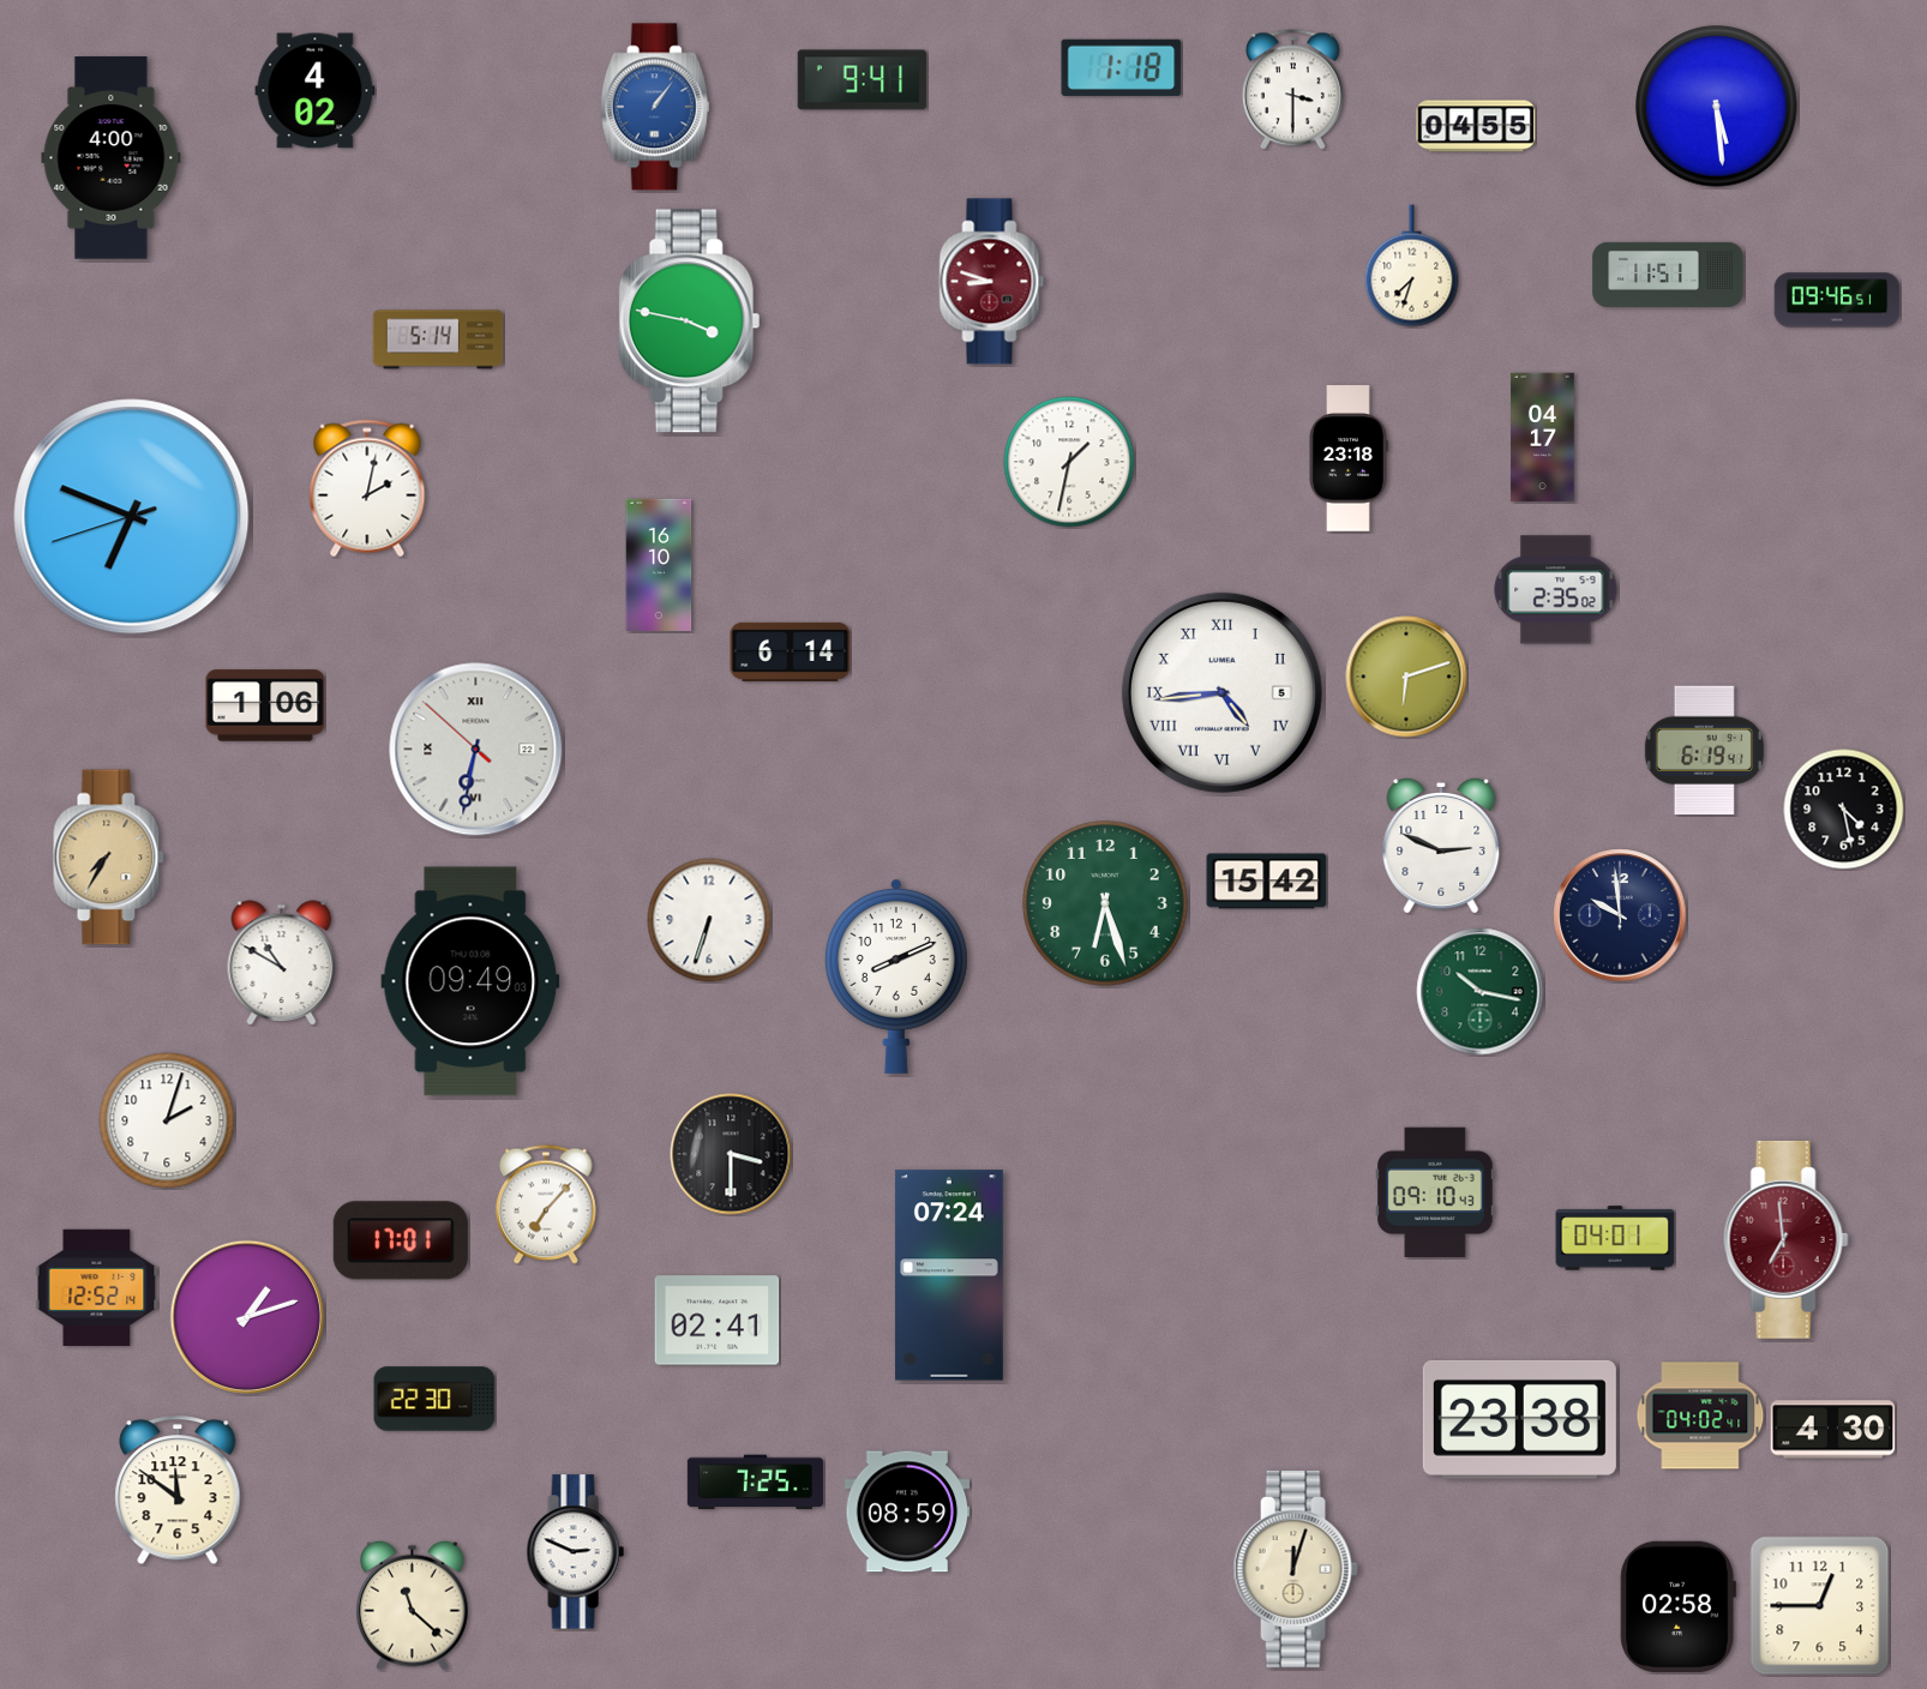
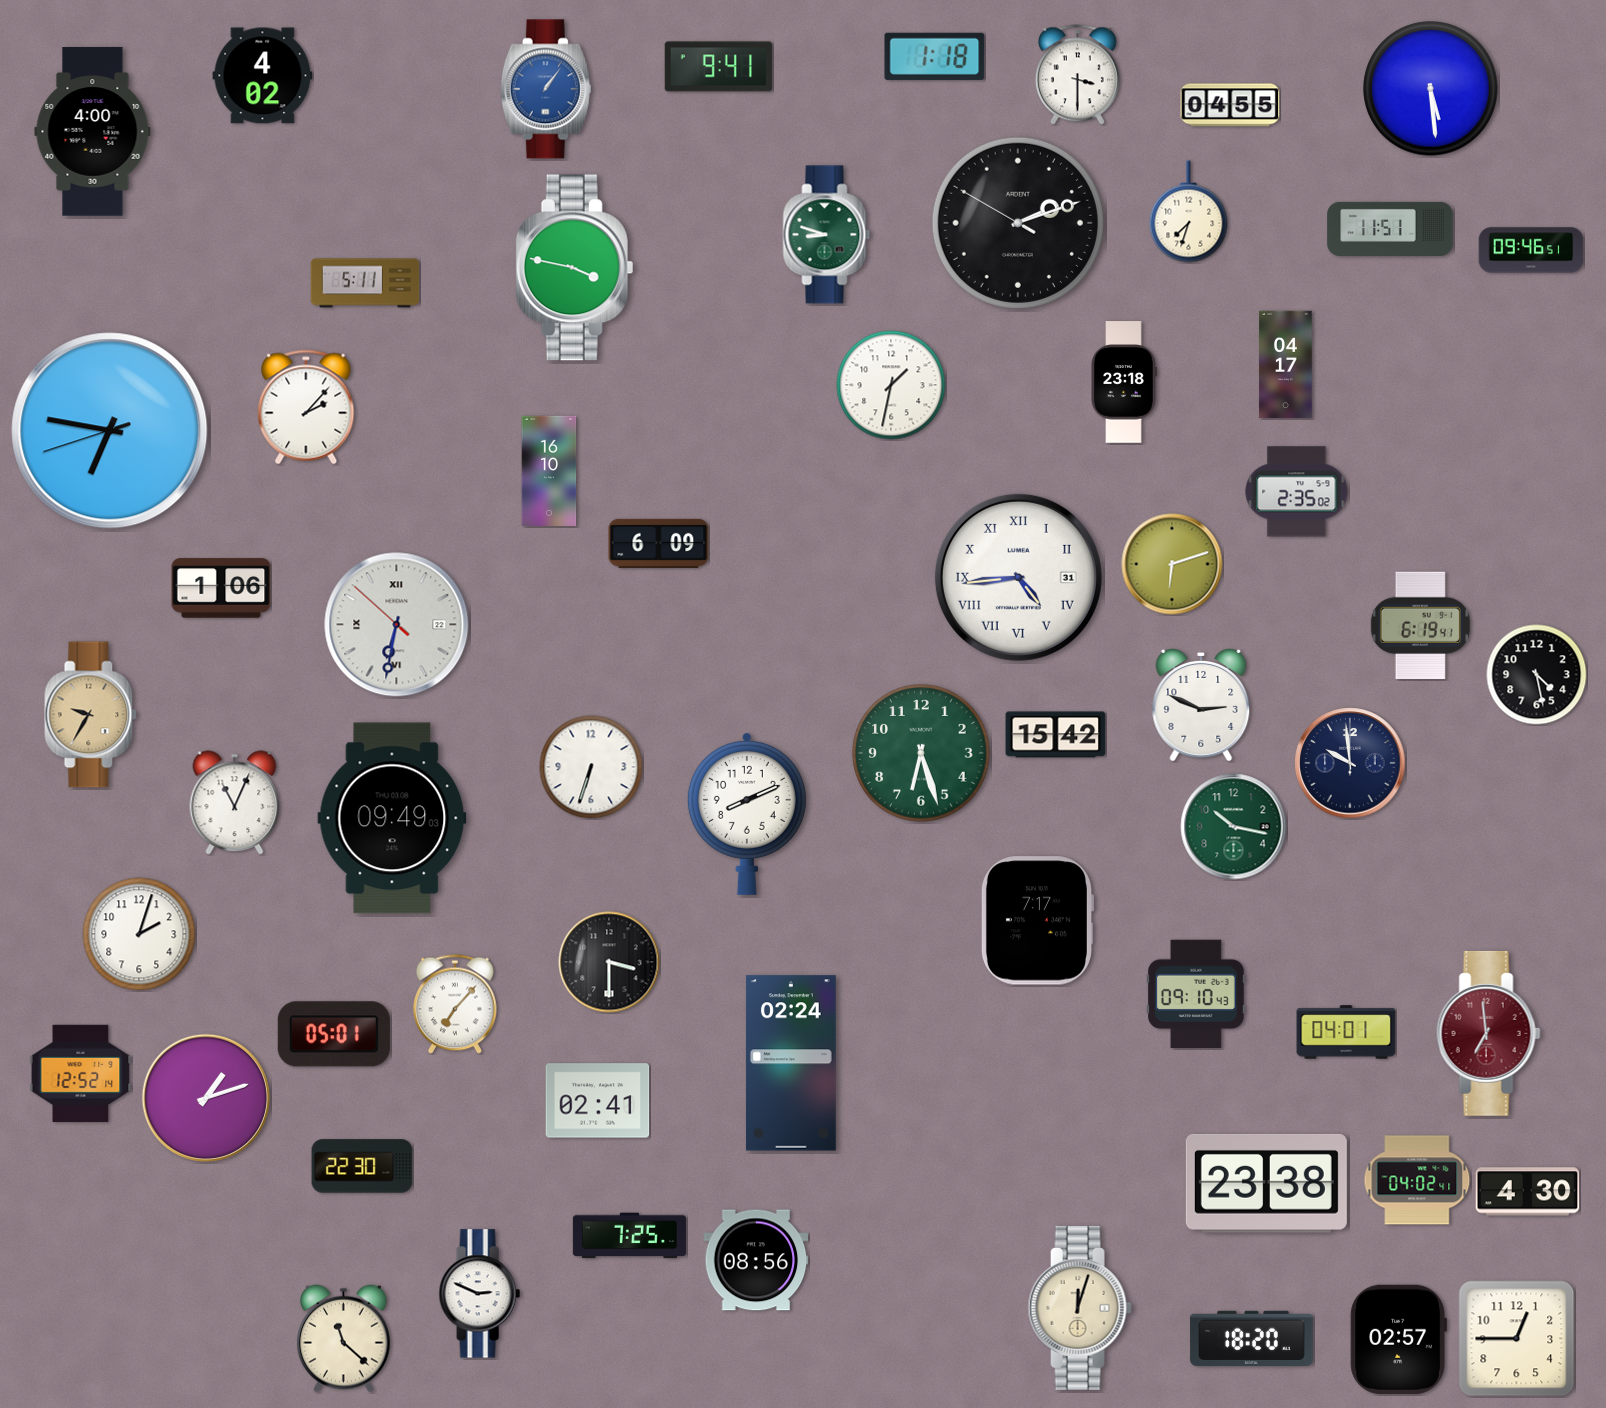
clock at (1412, 266) position: (1412, 266) -> (1189, 212)
clock at (1018, 223): none -> 2:11
clock at (992, 282) dial: burgundy -> green
clock at (438, 339): 5:14 -> 5:11
clock at (367, 488): 2:02 -> 2:07
clock at (132, 517): 6:48 -> 6:46
clock at (791, 651): 6:14 -> 6:09
clock at (1221, 692) date: 5 -> 31
clock at (109, 858): 7:35 -> 9:35
clock at (282, 963): 10:50 -> 11:04
clock at (1036, 921): none -> 7:17
clock at (401, 1240): 17:01 -> 05:01
clock at (949, 1275): 07:24 -> 02:24
clock at (178, 1490): 11:51 -> none
clock at (907, 1511): 08:59 -> 08:56
clock at (1252, 1338): none -> 18:20
clock at (1677, 1606): 02:58 -> 02:57
